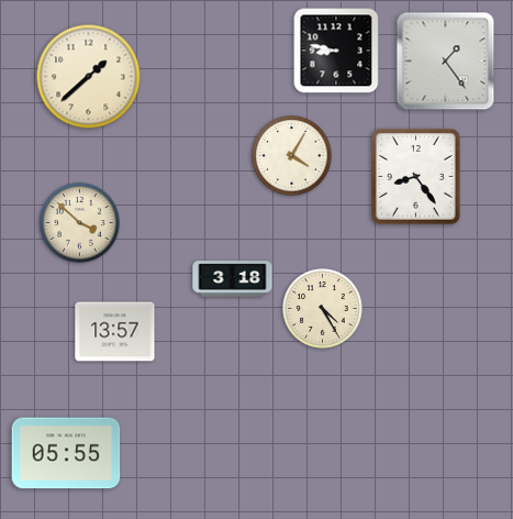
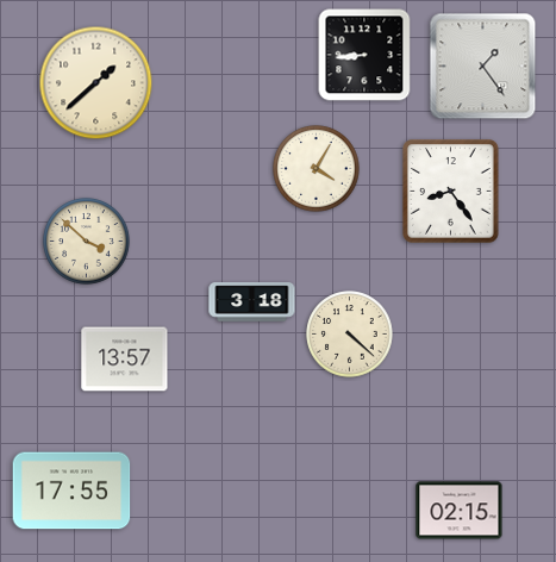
clock at (336, 51): 8:47 -> 8:44
clock at (323, 309): 4:25 -> 4:22
clock at (66, 453): 05:55 -> 17:55
clock at (460, 511): none -> 02:15
